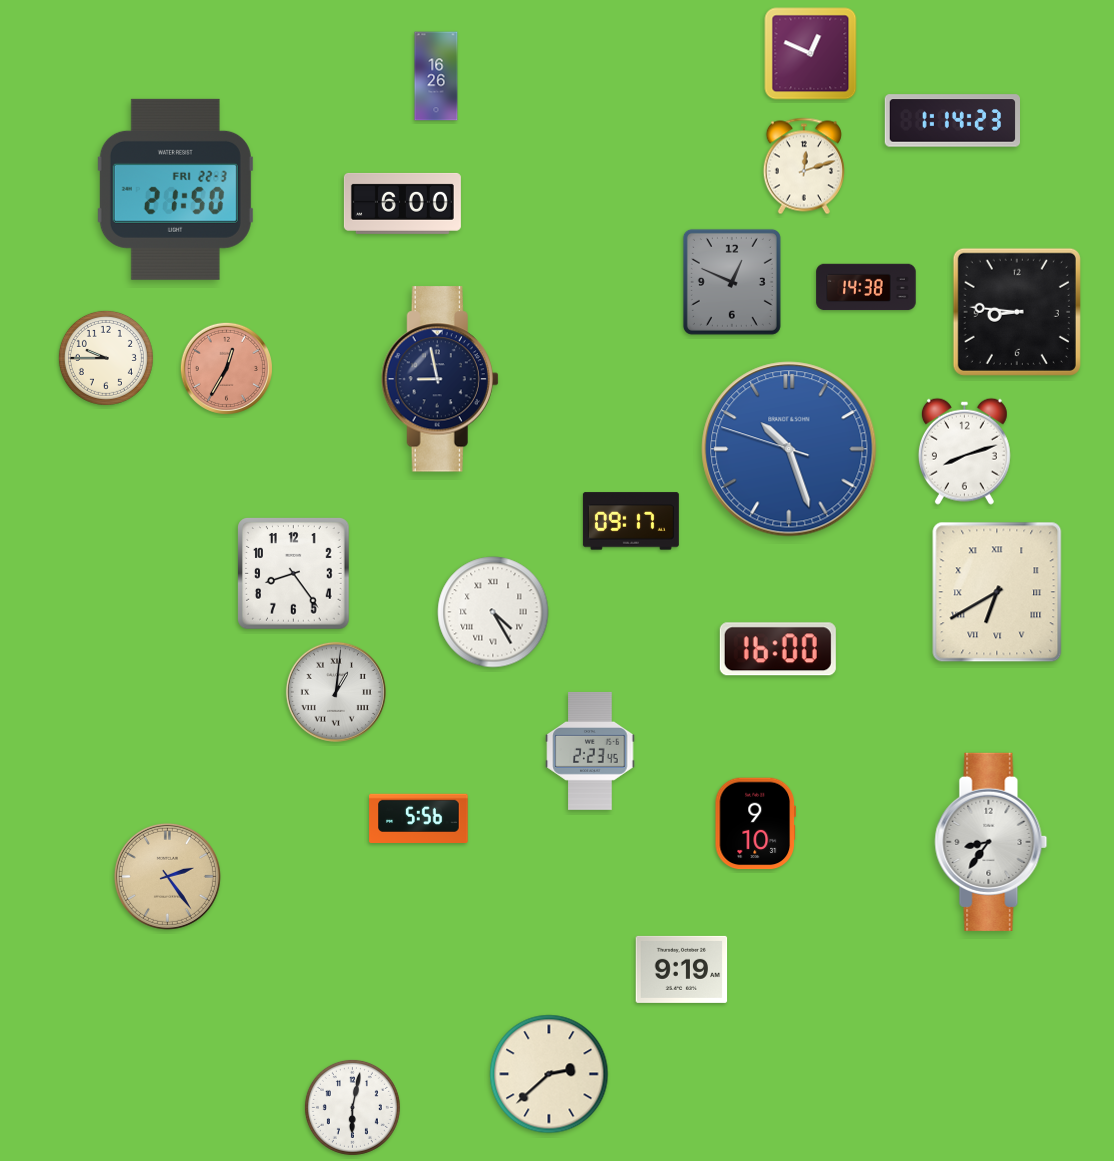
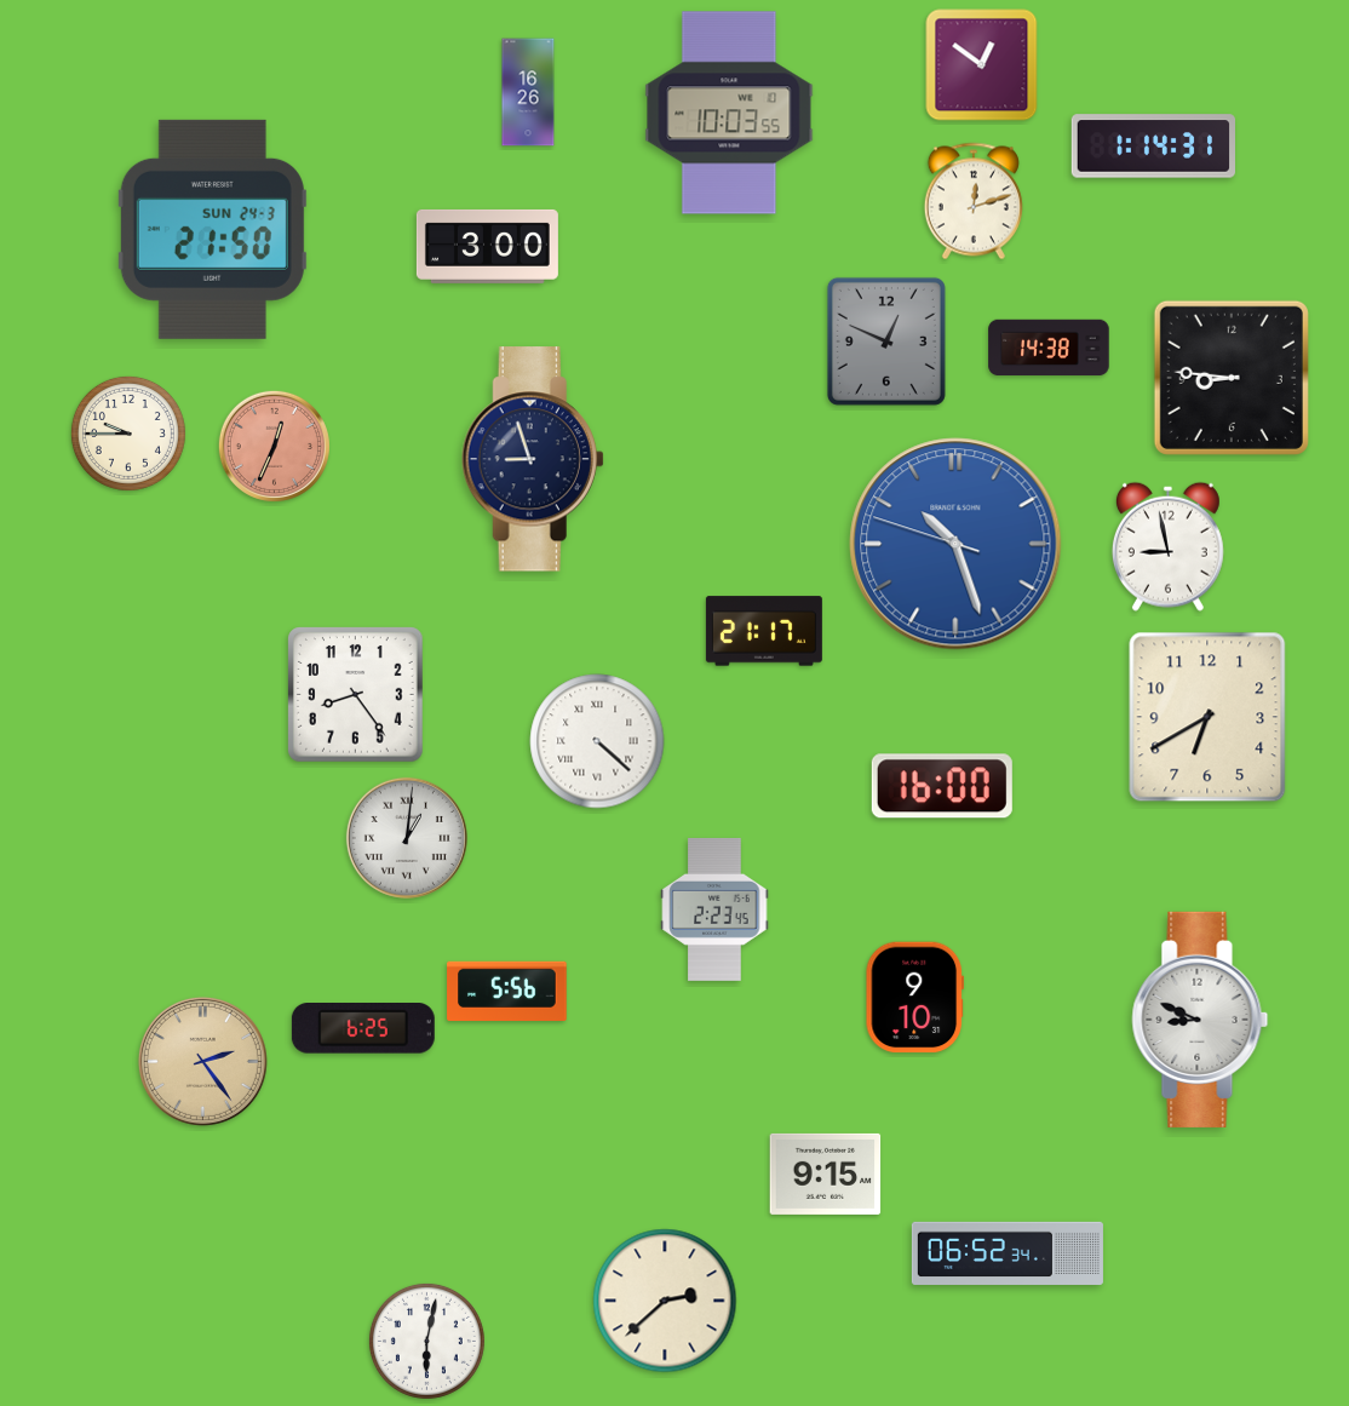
clock at (811, 54): 12:49 -> 12:51
clock at (729, 113): none -> 10:03
clock at (952, 121): 1:14:23 -> 1:14:31
clock at (175, 189) date: FRI 22-3 -> SUN 24-3
clock at (402, 203): 6:00 -> 3:00
clock at (226, 368): 12:35 -> 12:34
clock at (440, 379): 8:58 -> 8:57
clock at (964, 451): 8:12 -> 8:58
clock at (631, 521): 09:17 -> 21:17
clock at (997, 592) numerals: Roman -> Arabic
clock at (493, 612): 4:25 -> 4:22
clock at (991, 842): 8:36 -> 8:49
clock at (363, 1028): none -> 6:25
clock at (682, 969): 9:19 -> 9:15
clock at (1008, 1253): none -> 06:52
